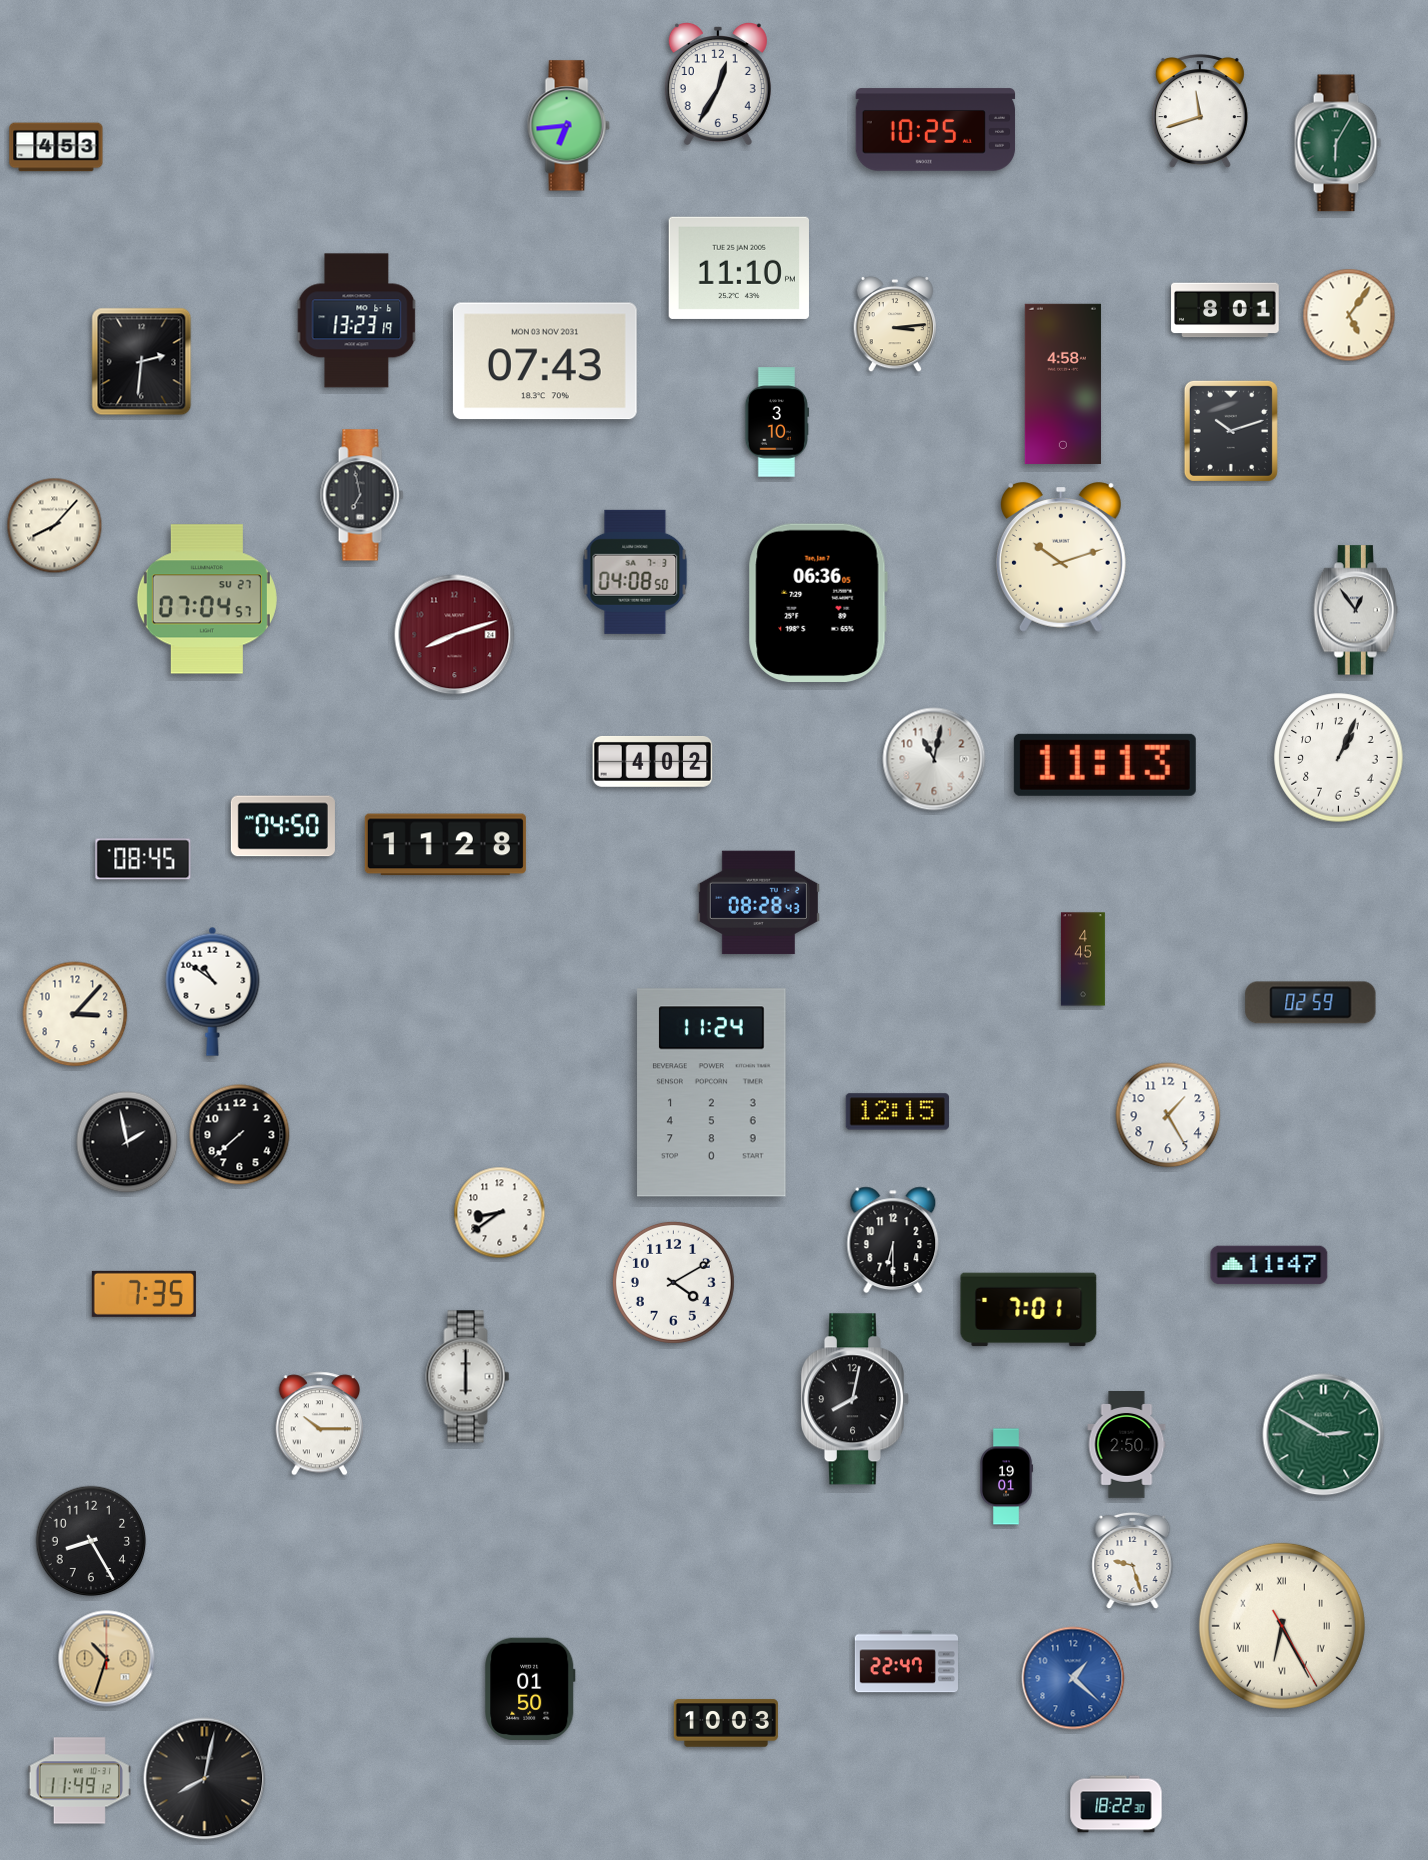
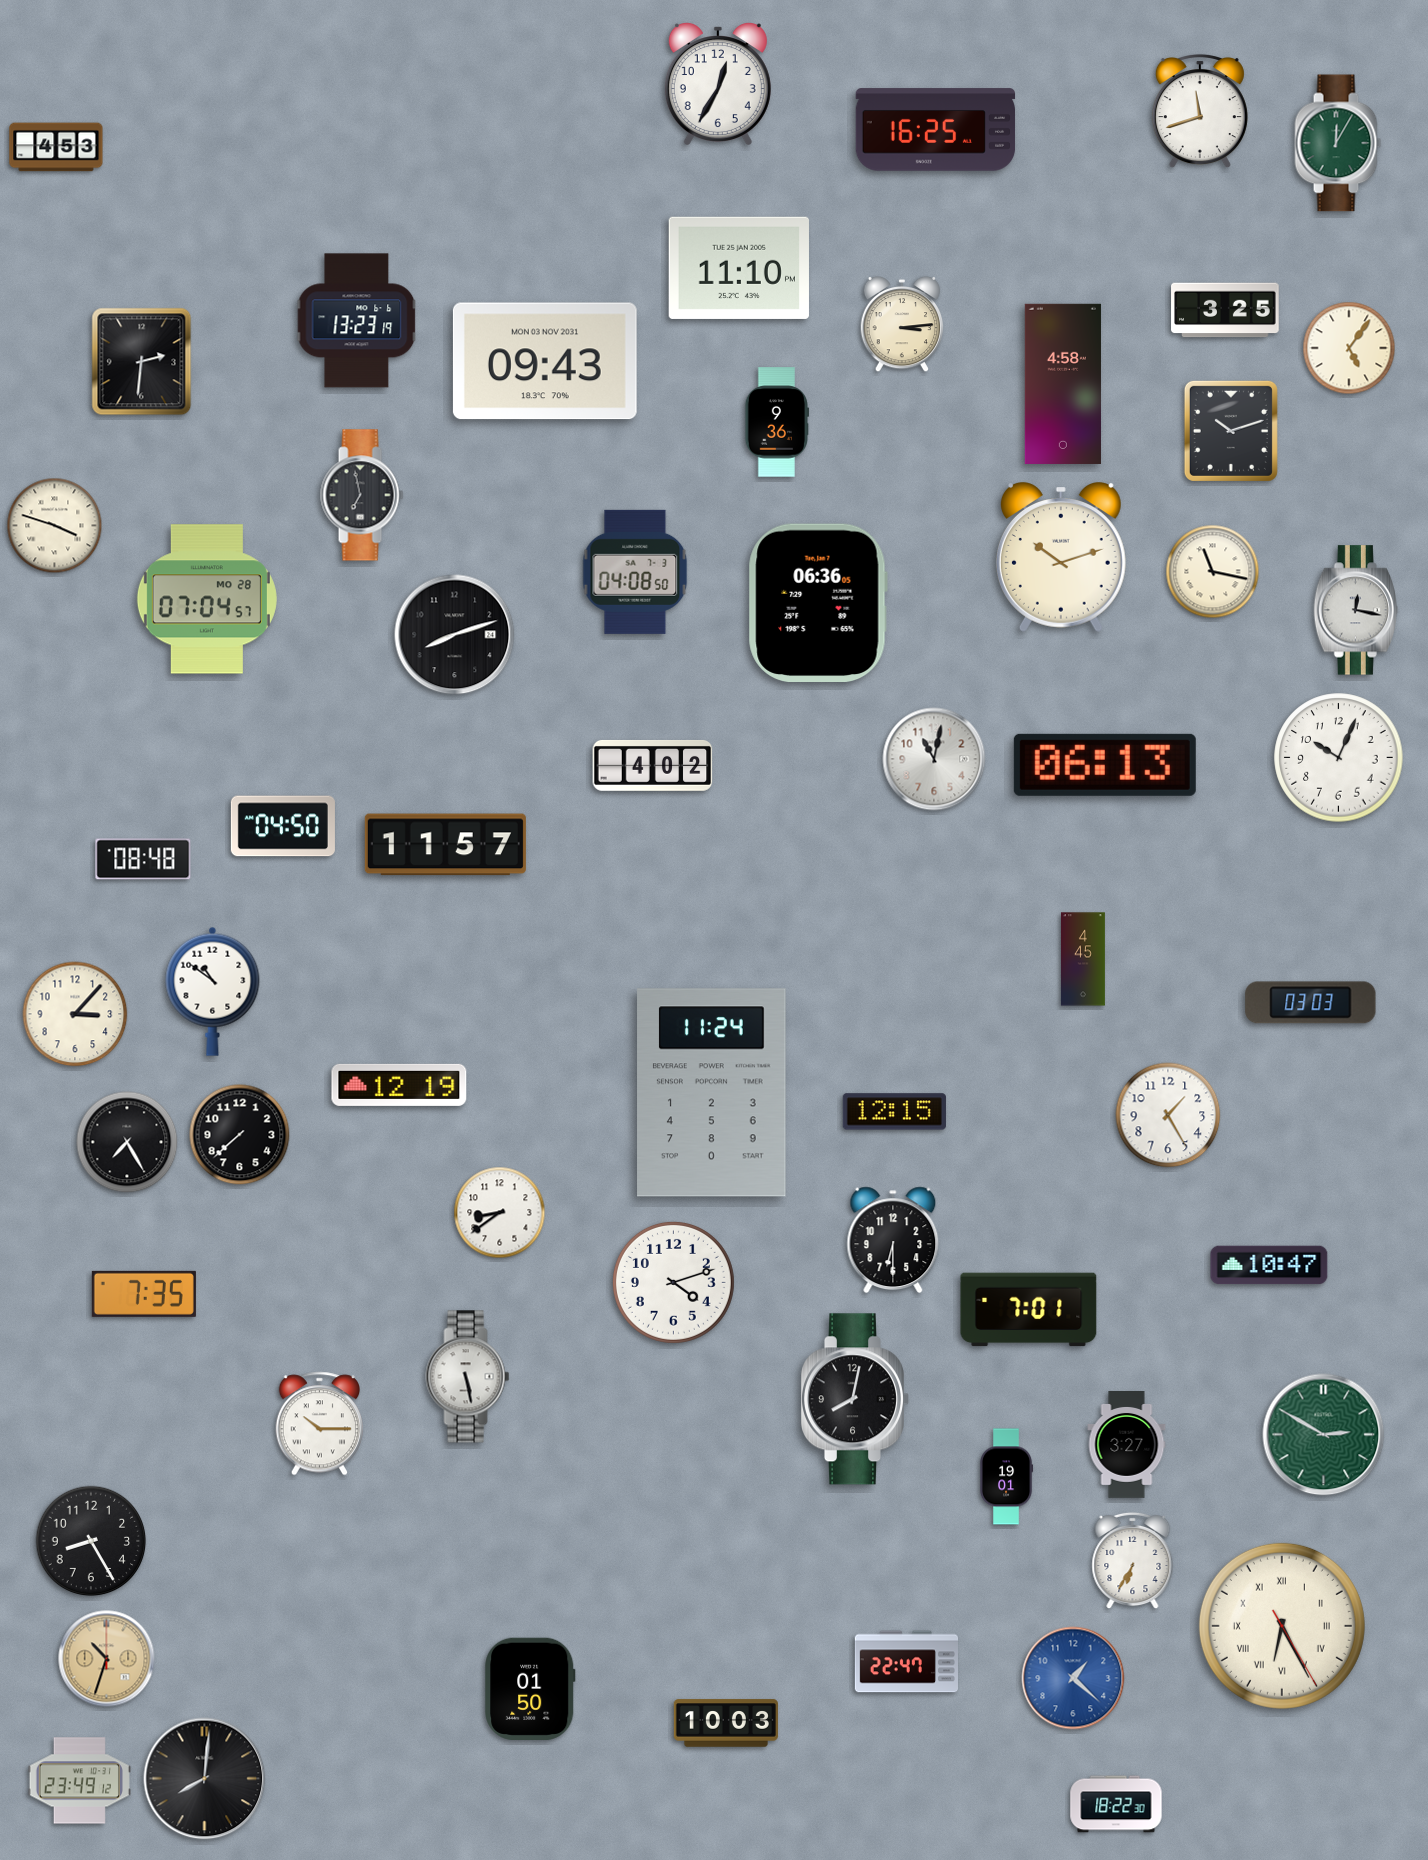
clock at (568, 126): 6:44 -> none
clock at (936, 130): 10:25 -> 16:25
clock at (1338, 143): 6:05 -> 12:05
clock at (1225, 310): 8:01 -> 3:25
clock at (1349, 315) position: (1349, 315) -> (1349, 348)
clock at (895, 324) position: (895, 324) -> (902, 324)
clock at (545, 361): 07:43 -> 09:43
clock at (776, 422): 3:10 -> 9:36
clock at (55, 526): 8:07 -> 3:48
clock at (1213, 572): none -> 11:17
clock at (207, 599) date: SU 27 -> MO 28
clock at (1355, 610): 12:54 -> 12:17
clock at (455, 635) dial: burgundy -> black
clock at (1339, 758): 1:04 -> 10:04
clock at (653, 761) position: (653, 761) -> (653, 765)
clock at (1105, 765): 11:13 -> 06:13
clock at (445, 845): 11:28 -> 11:57
clock at (143, 859): 08:45 -> 08:48
clock at (758, 903): 08:28 -> none
clock at (1311, 1003): 02:59 -> 03:03
clock at (399, 1085): none -> 12:19
clock at (897, 1112) position: (897, 1112) -> (894, 1112)
clock at (127, 1142): 1:58 -> 7:25
clock at (1269, 1265): 11:47 -> 10:47
clock at (673, 1282): 4:10 -> 4:12
clock at (468, 1377): 6:00 -> 5:28
clock at (1127, 1445): 2:50 -> 3:27
clock at (1133, 1561): 9:27 -> 6:35
clock at (205, 1779): 8:02 -> 8:01
clock at (79, 1781): 11:49 -> 23:49
